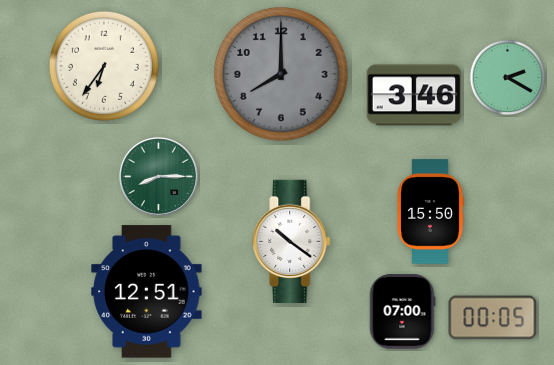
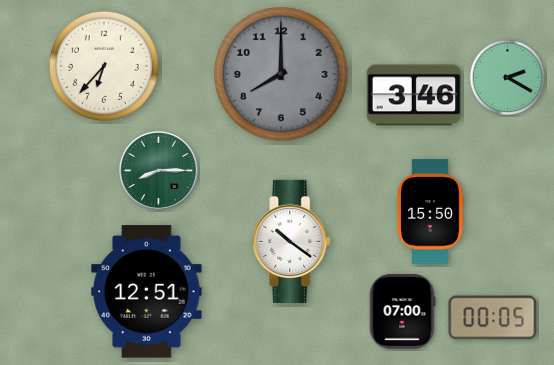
clock at (104, 66): 6:36 -> 6:37
clock at (158, 176) position: (158, 176) -> (158, 170)
